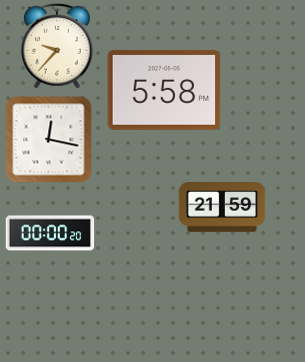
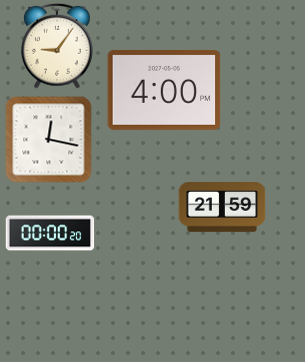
clock at (58, 46): 9:37 -> 9:06
clock at (164, 90): 5:58 -> 4:00
